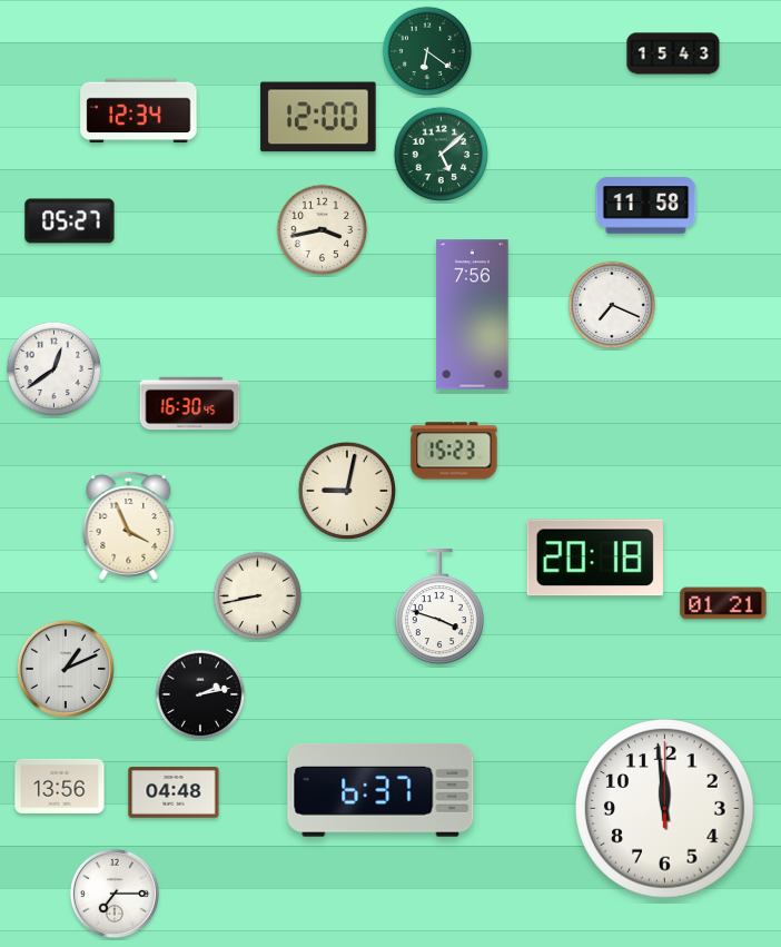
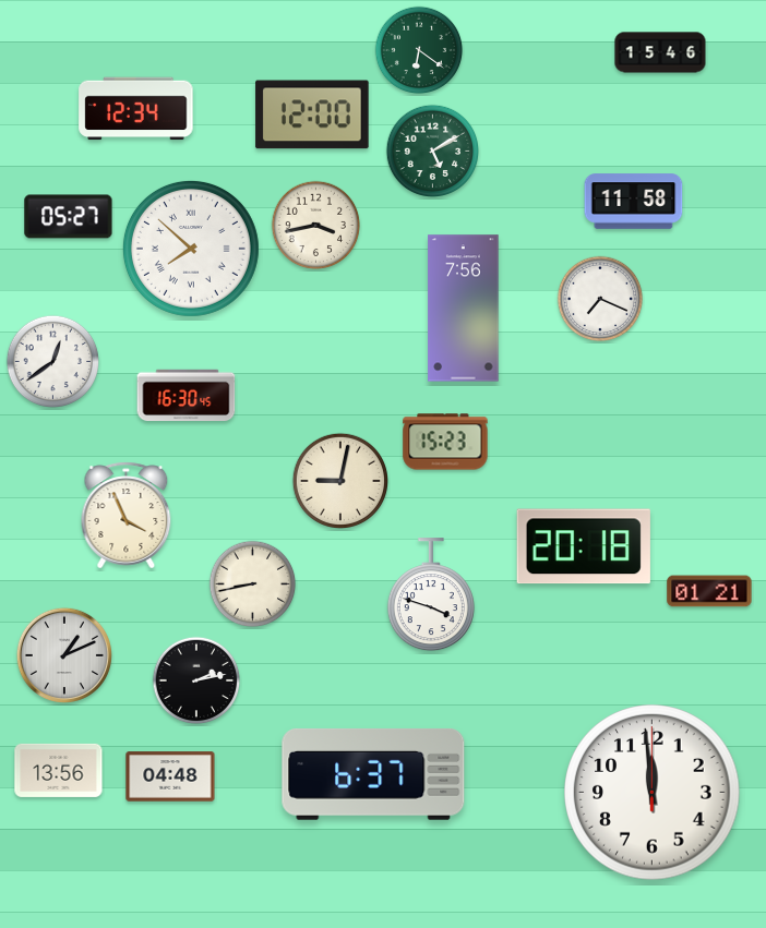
clock at (673, 53): 15:43 -> 15:46
clock at (442, 155): 5:08 -> 5:10
clock at (191, 249): none -> 7:52
clock at (115, 894): 7:15 -> none
